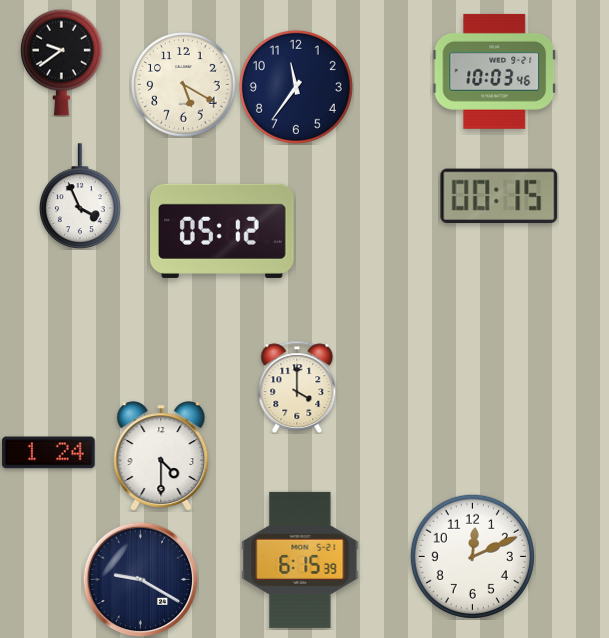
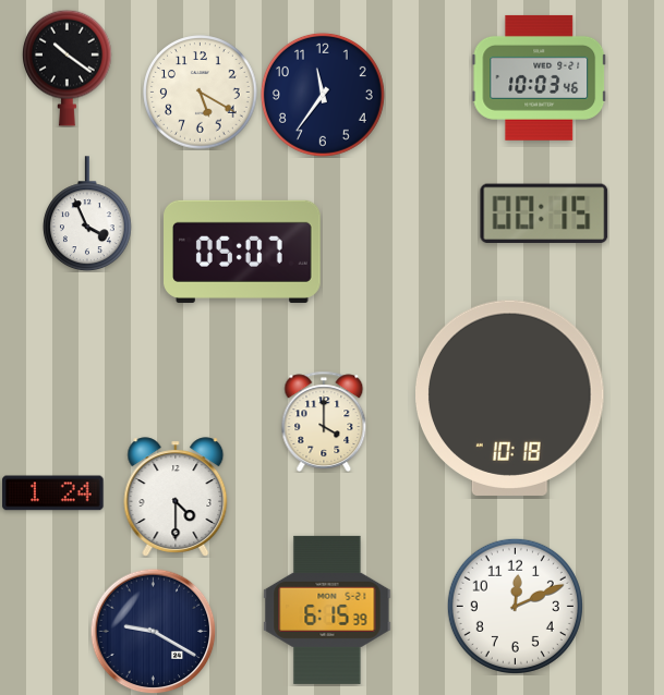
clock at (62, 62): 9:39 -> 10:21
clock at (223, 231): 05:12 -> 05:07
clock at (510, 398): none -> 10:18
